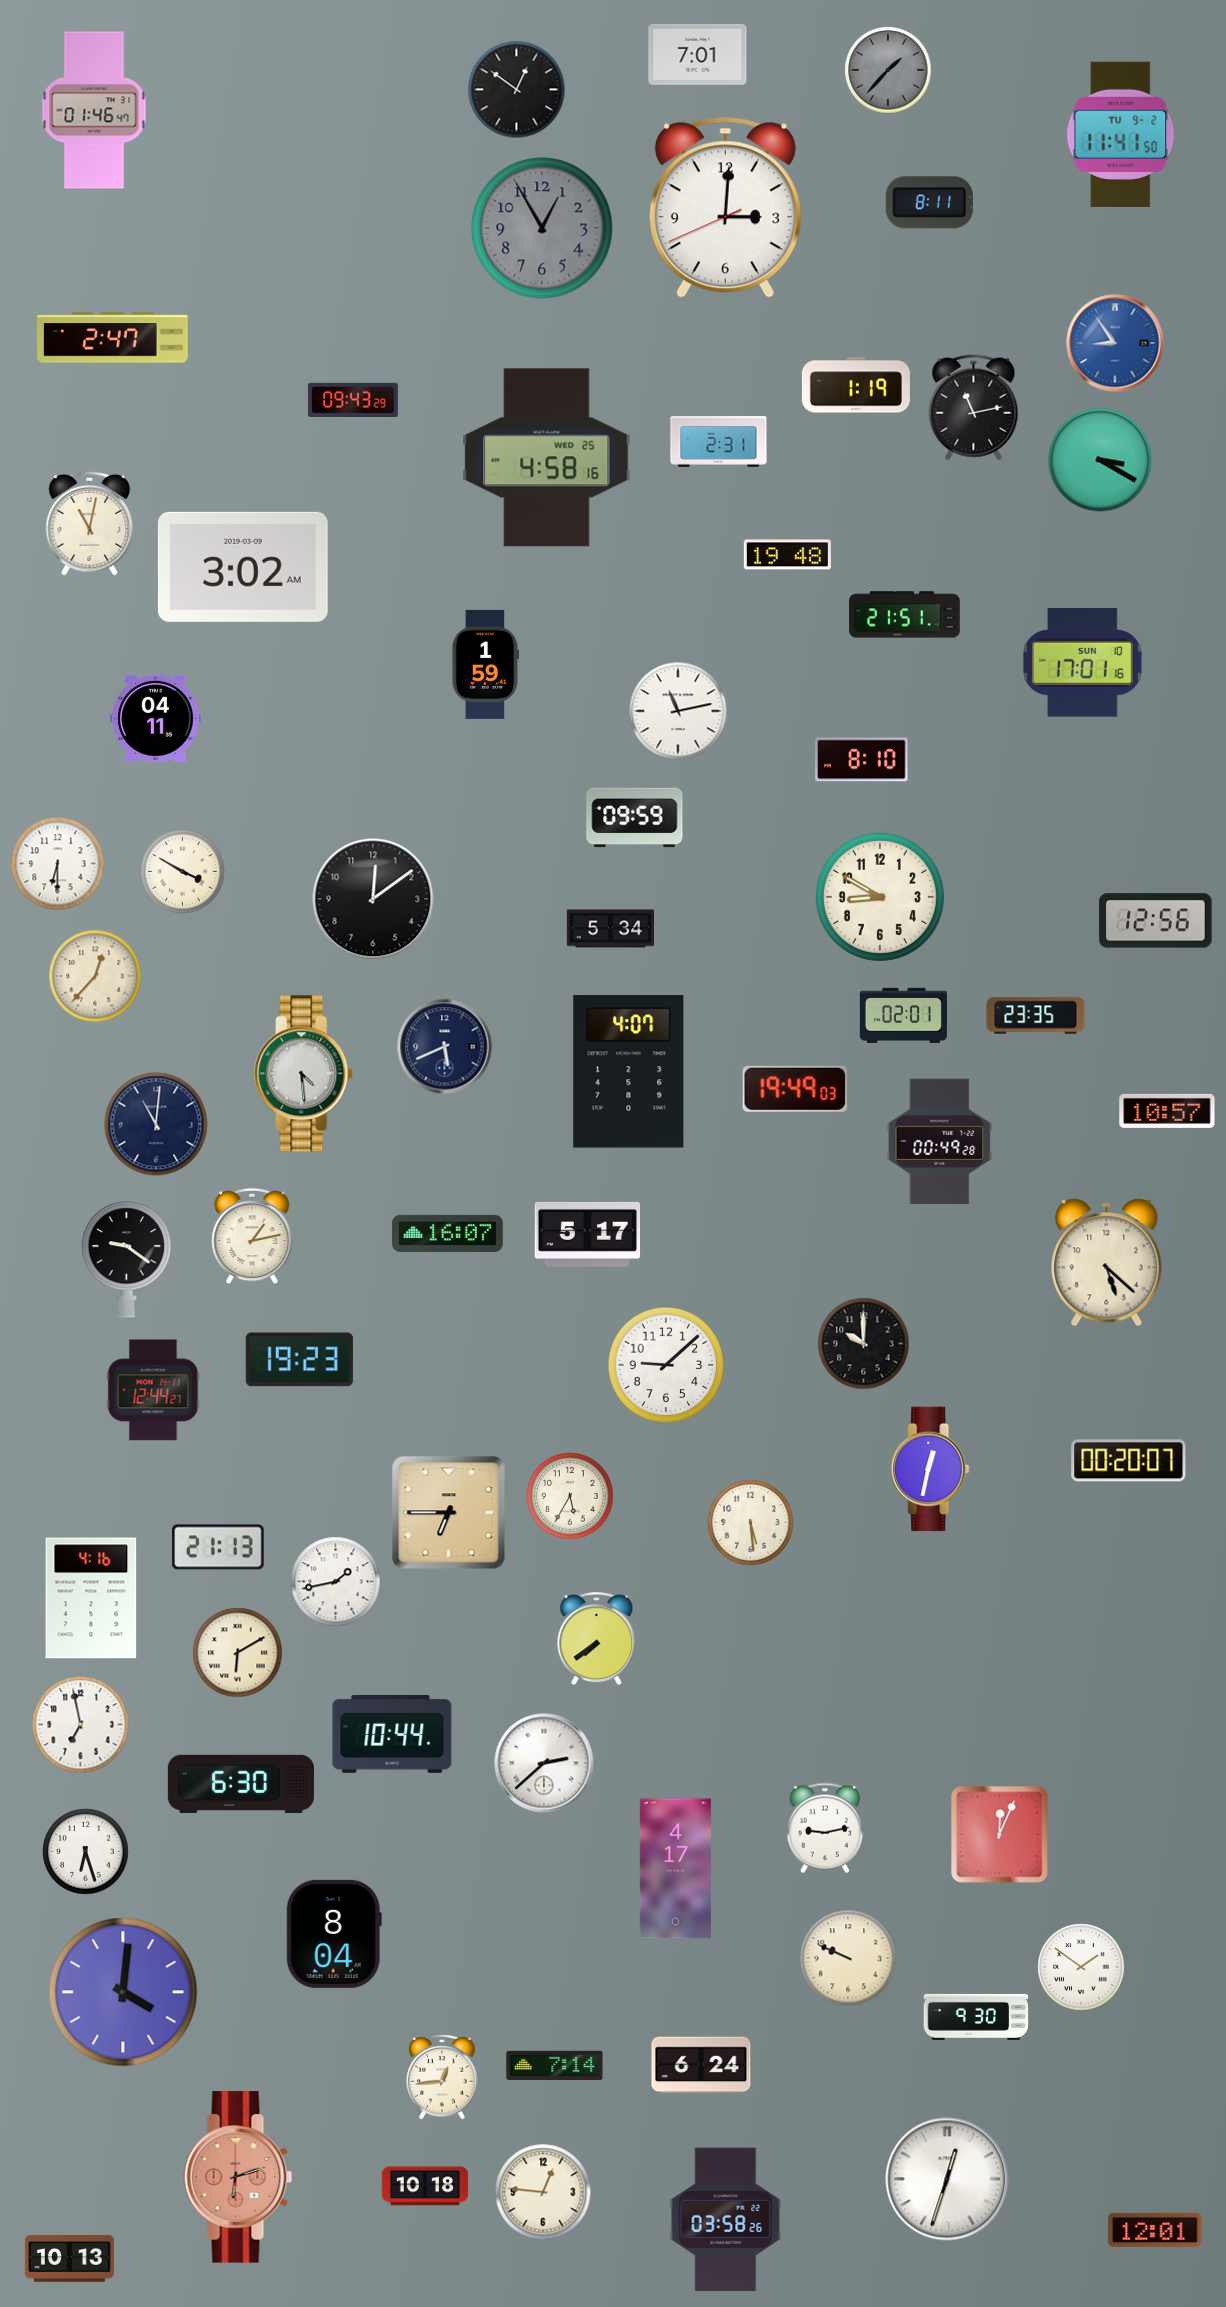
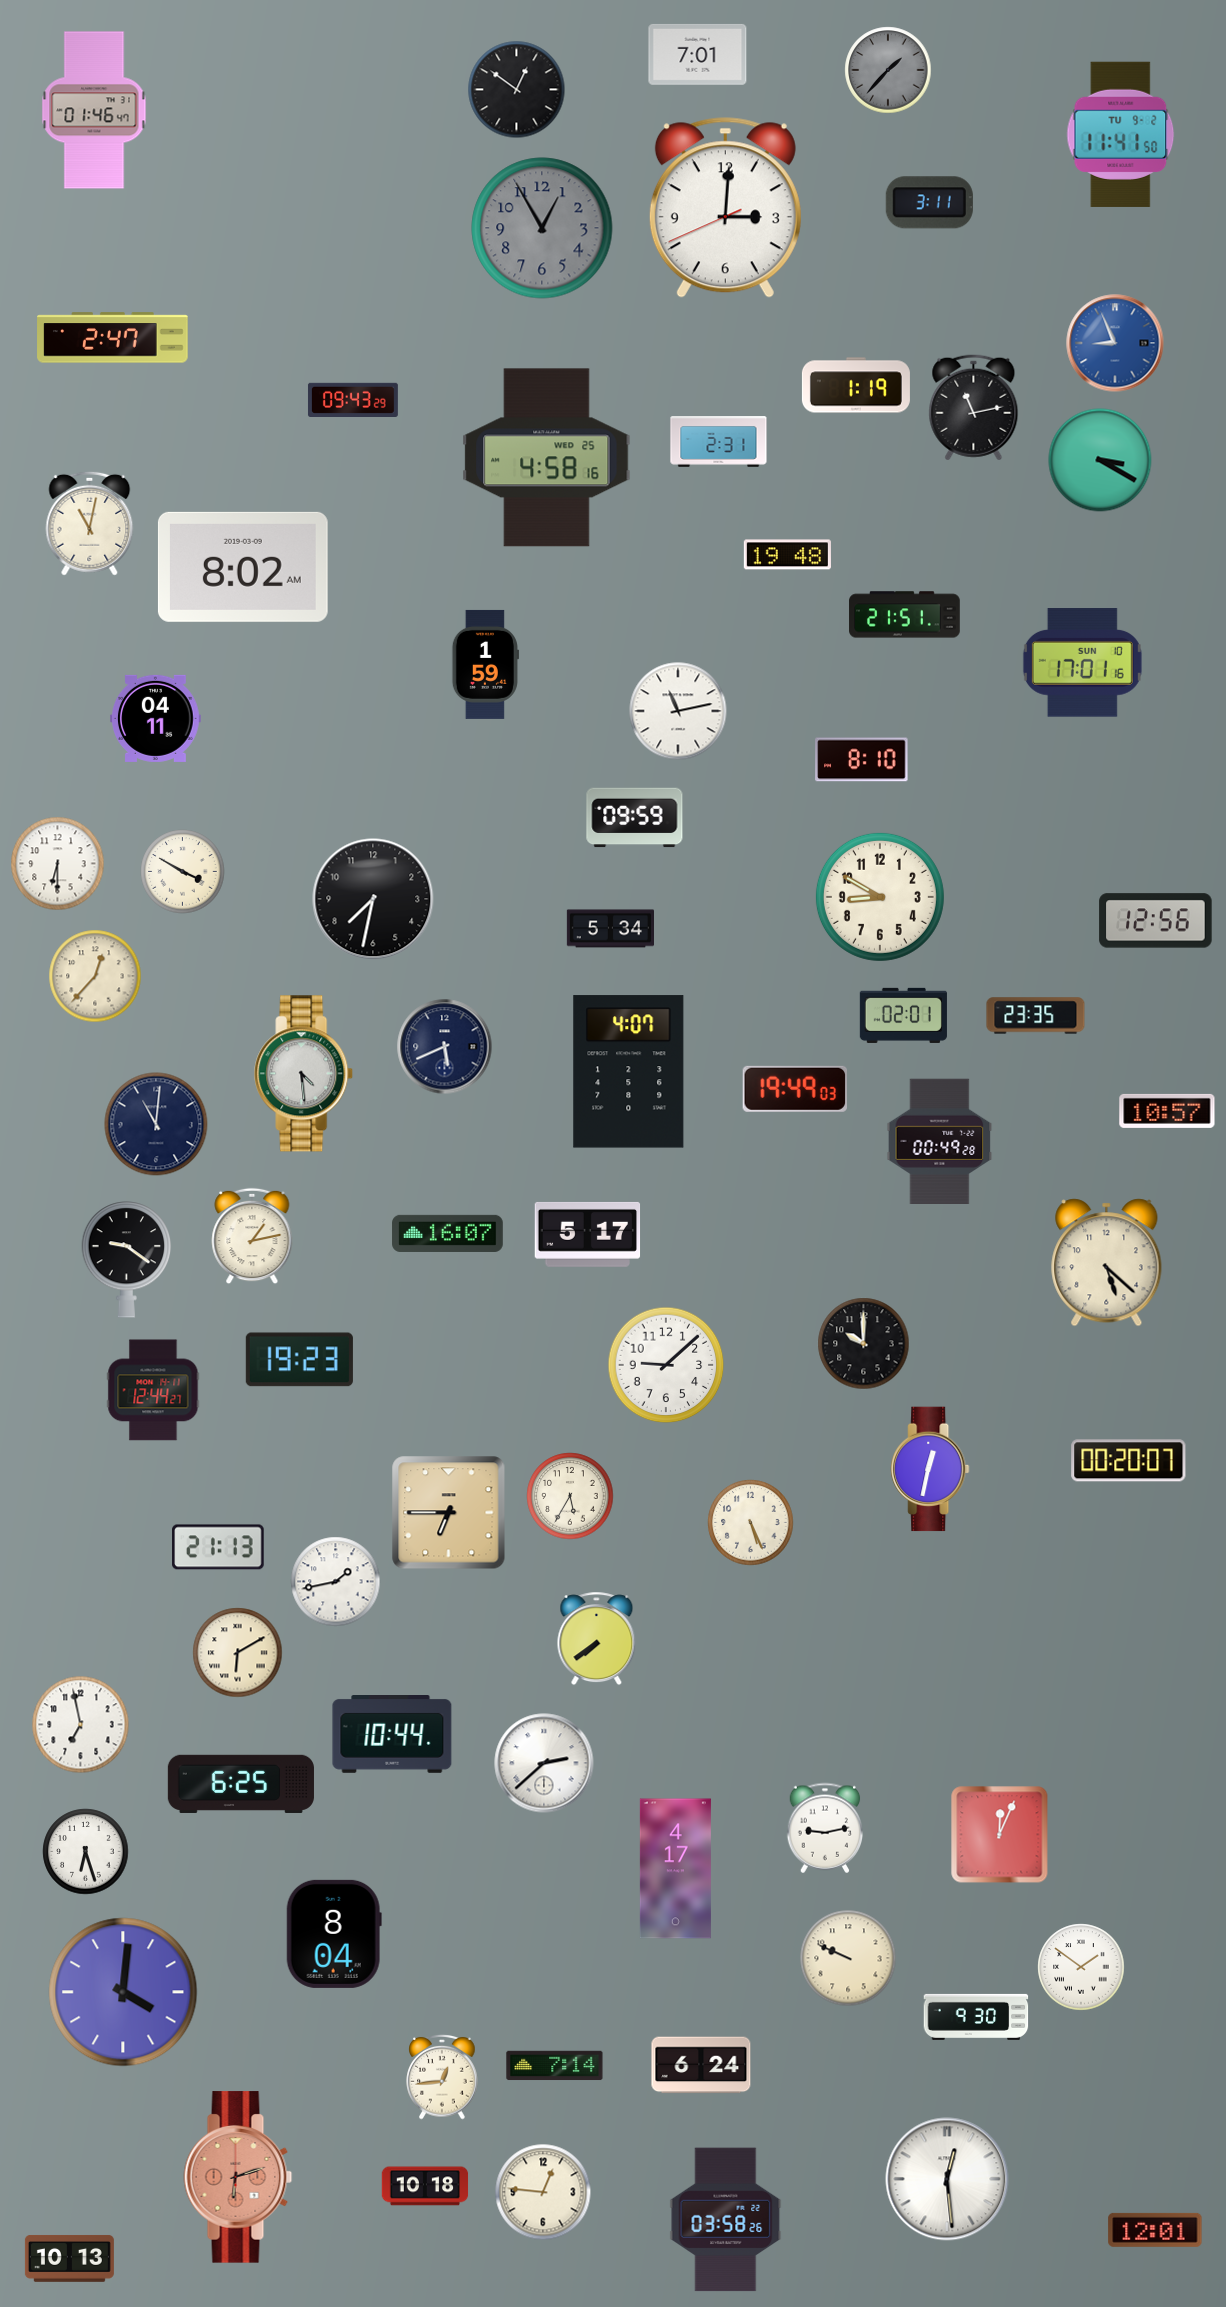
clock at (929, 203): 8:11 -> 3:11
clock at (1115, 343): 8:54 -> 8:56
clock at (243, 567): 3:02 -> 8:02
clock at (373, 899): 12:09 -> 7:32
clock at (751, 1523): 5:29 -> 5:26
clock at (91, 1598): 4:16 -> none
clock at (241, 1783): 6:30 -> 6:25
clock at (947, 2179): 12:33 -> 12:29
